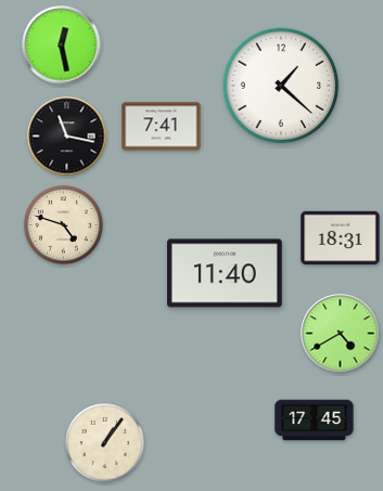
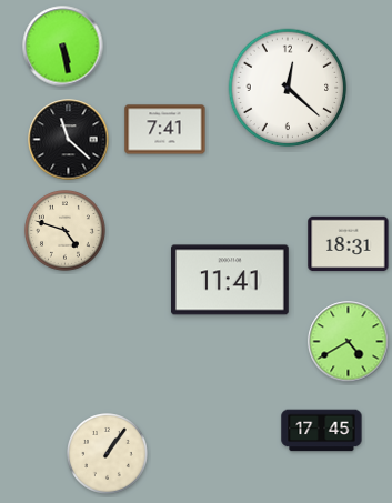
clock at (62, 46): 12:28 -> 5:28
clock at (281, 86): 1:22 -> 12:22
clock at (67, 137): 11:17 -> 11:22
clock at (226, 273): 11:40 -> 11:41
